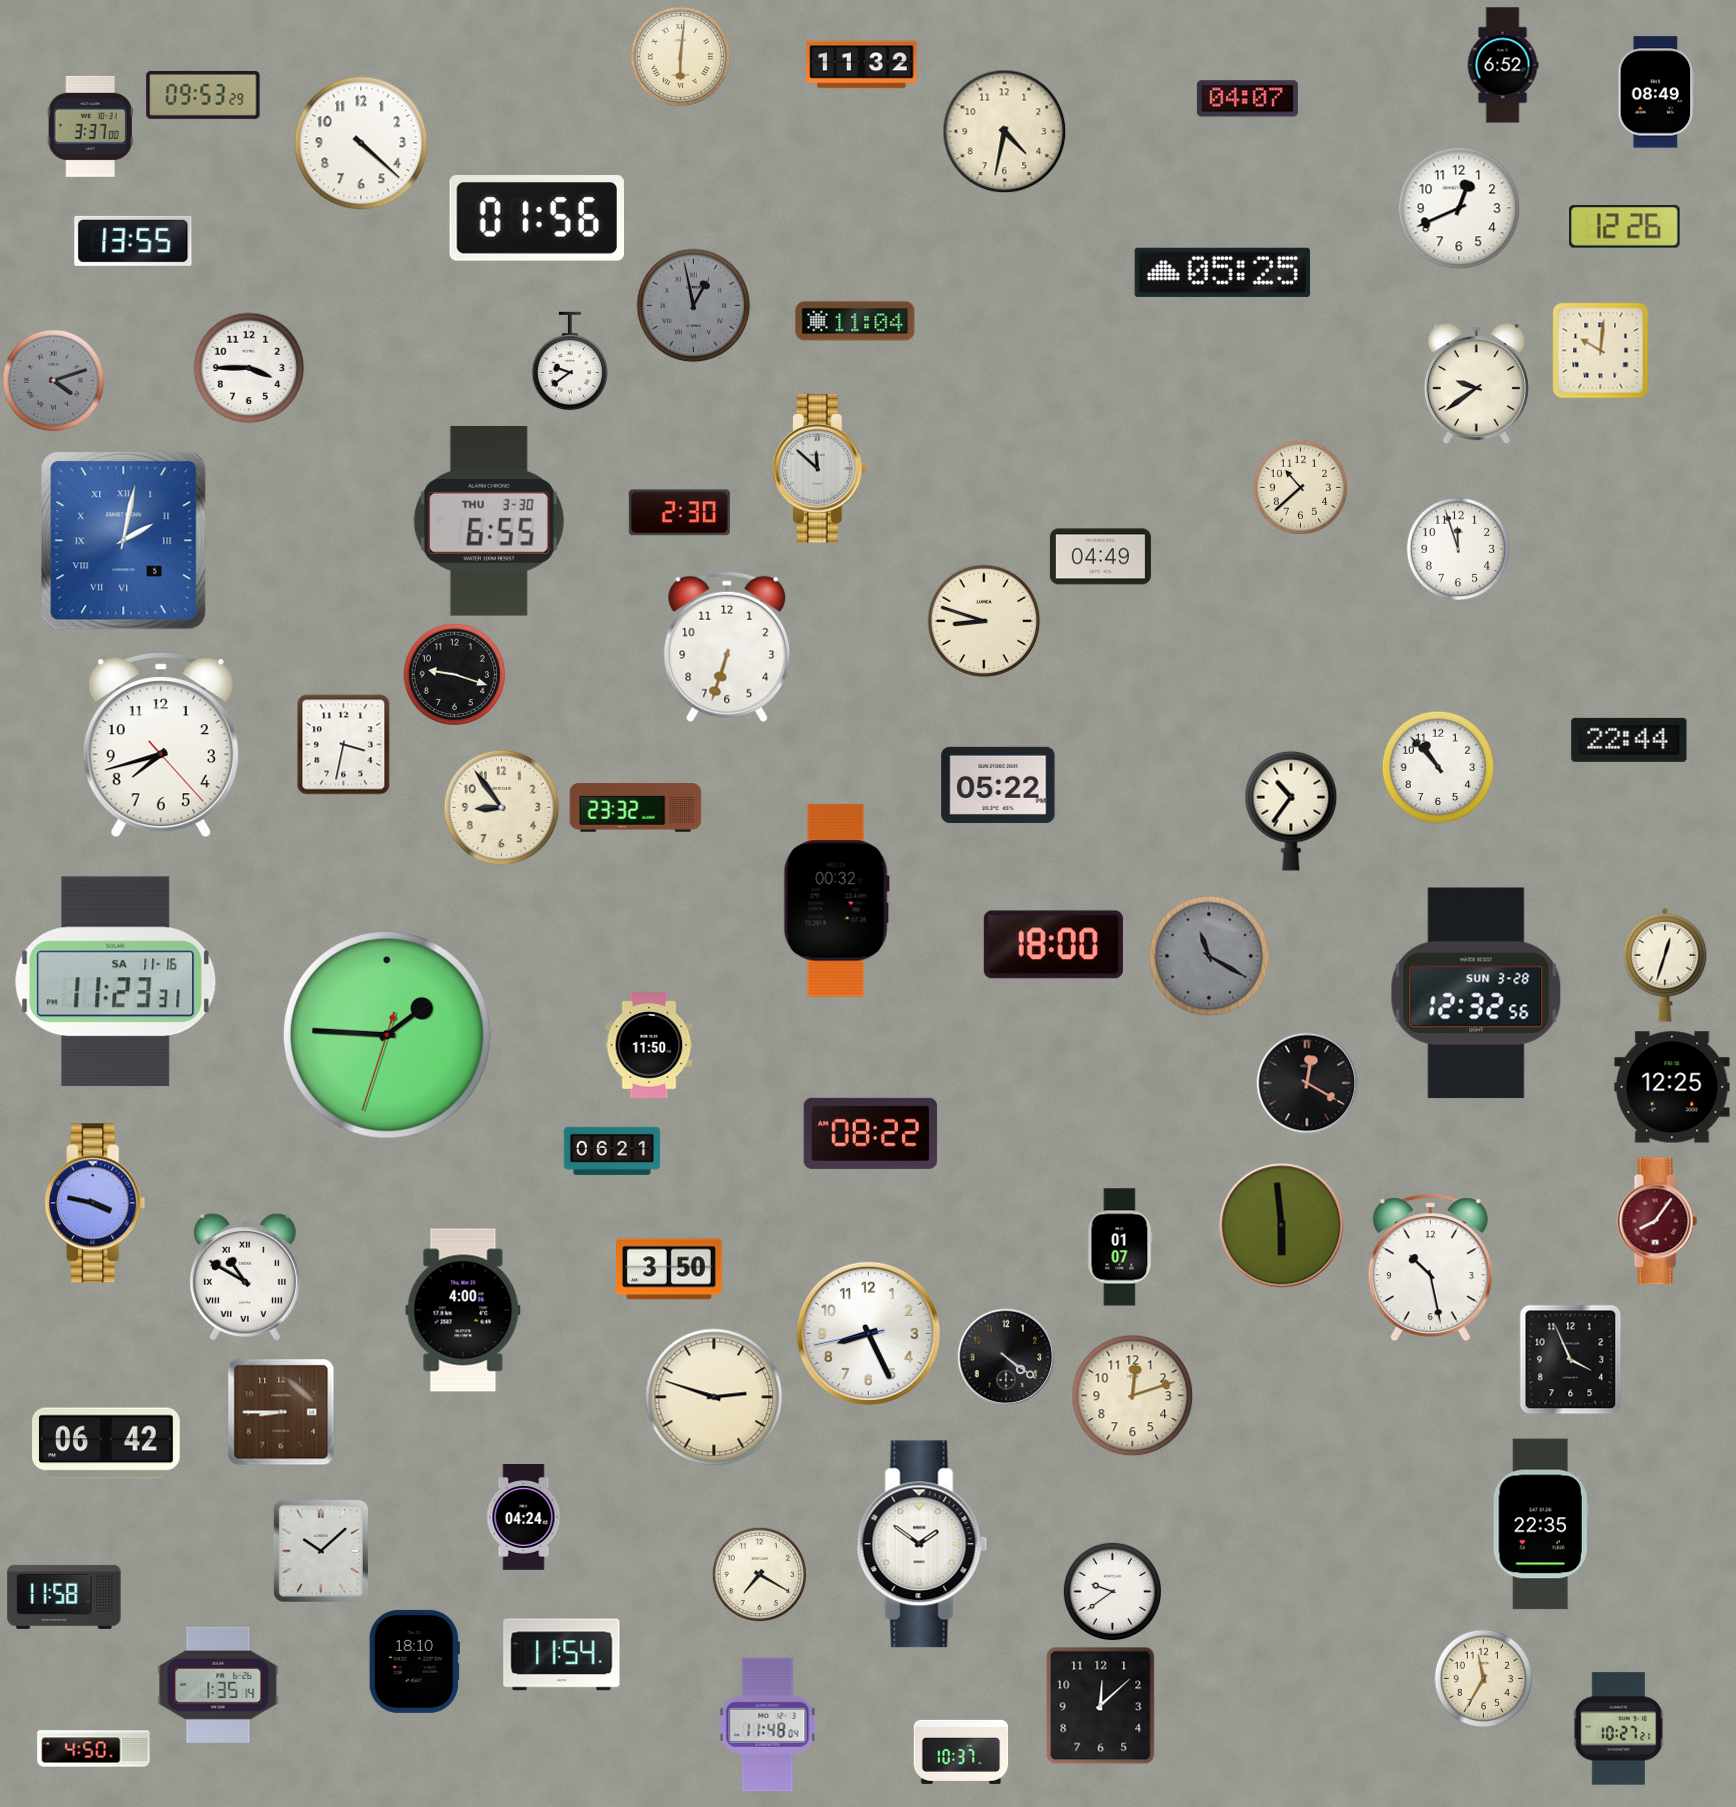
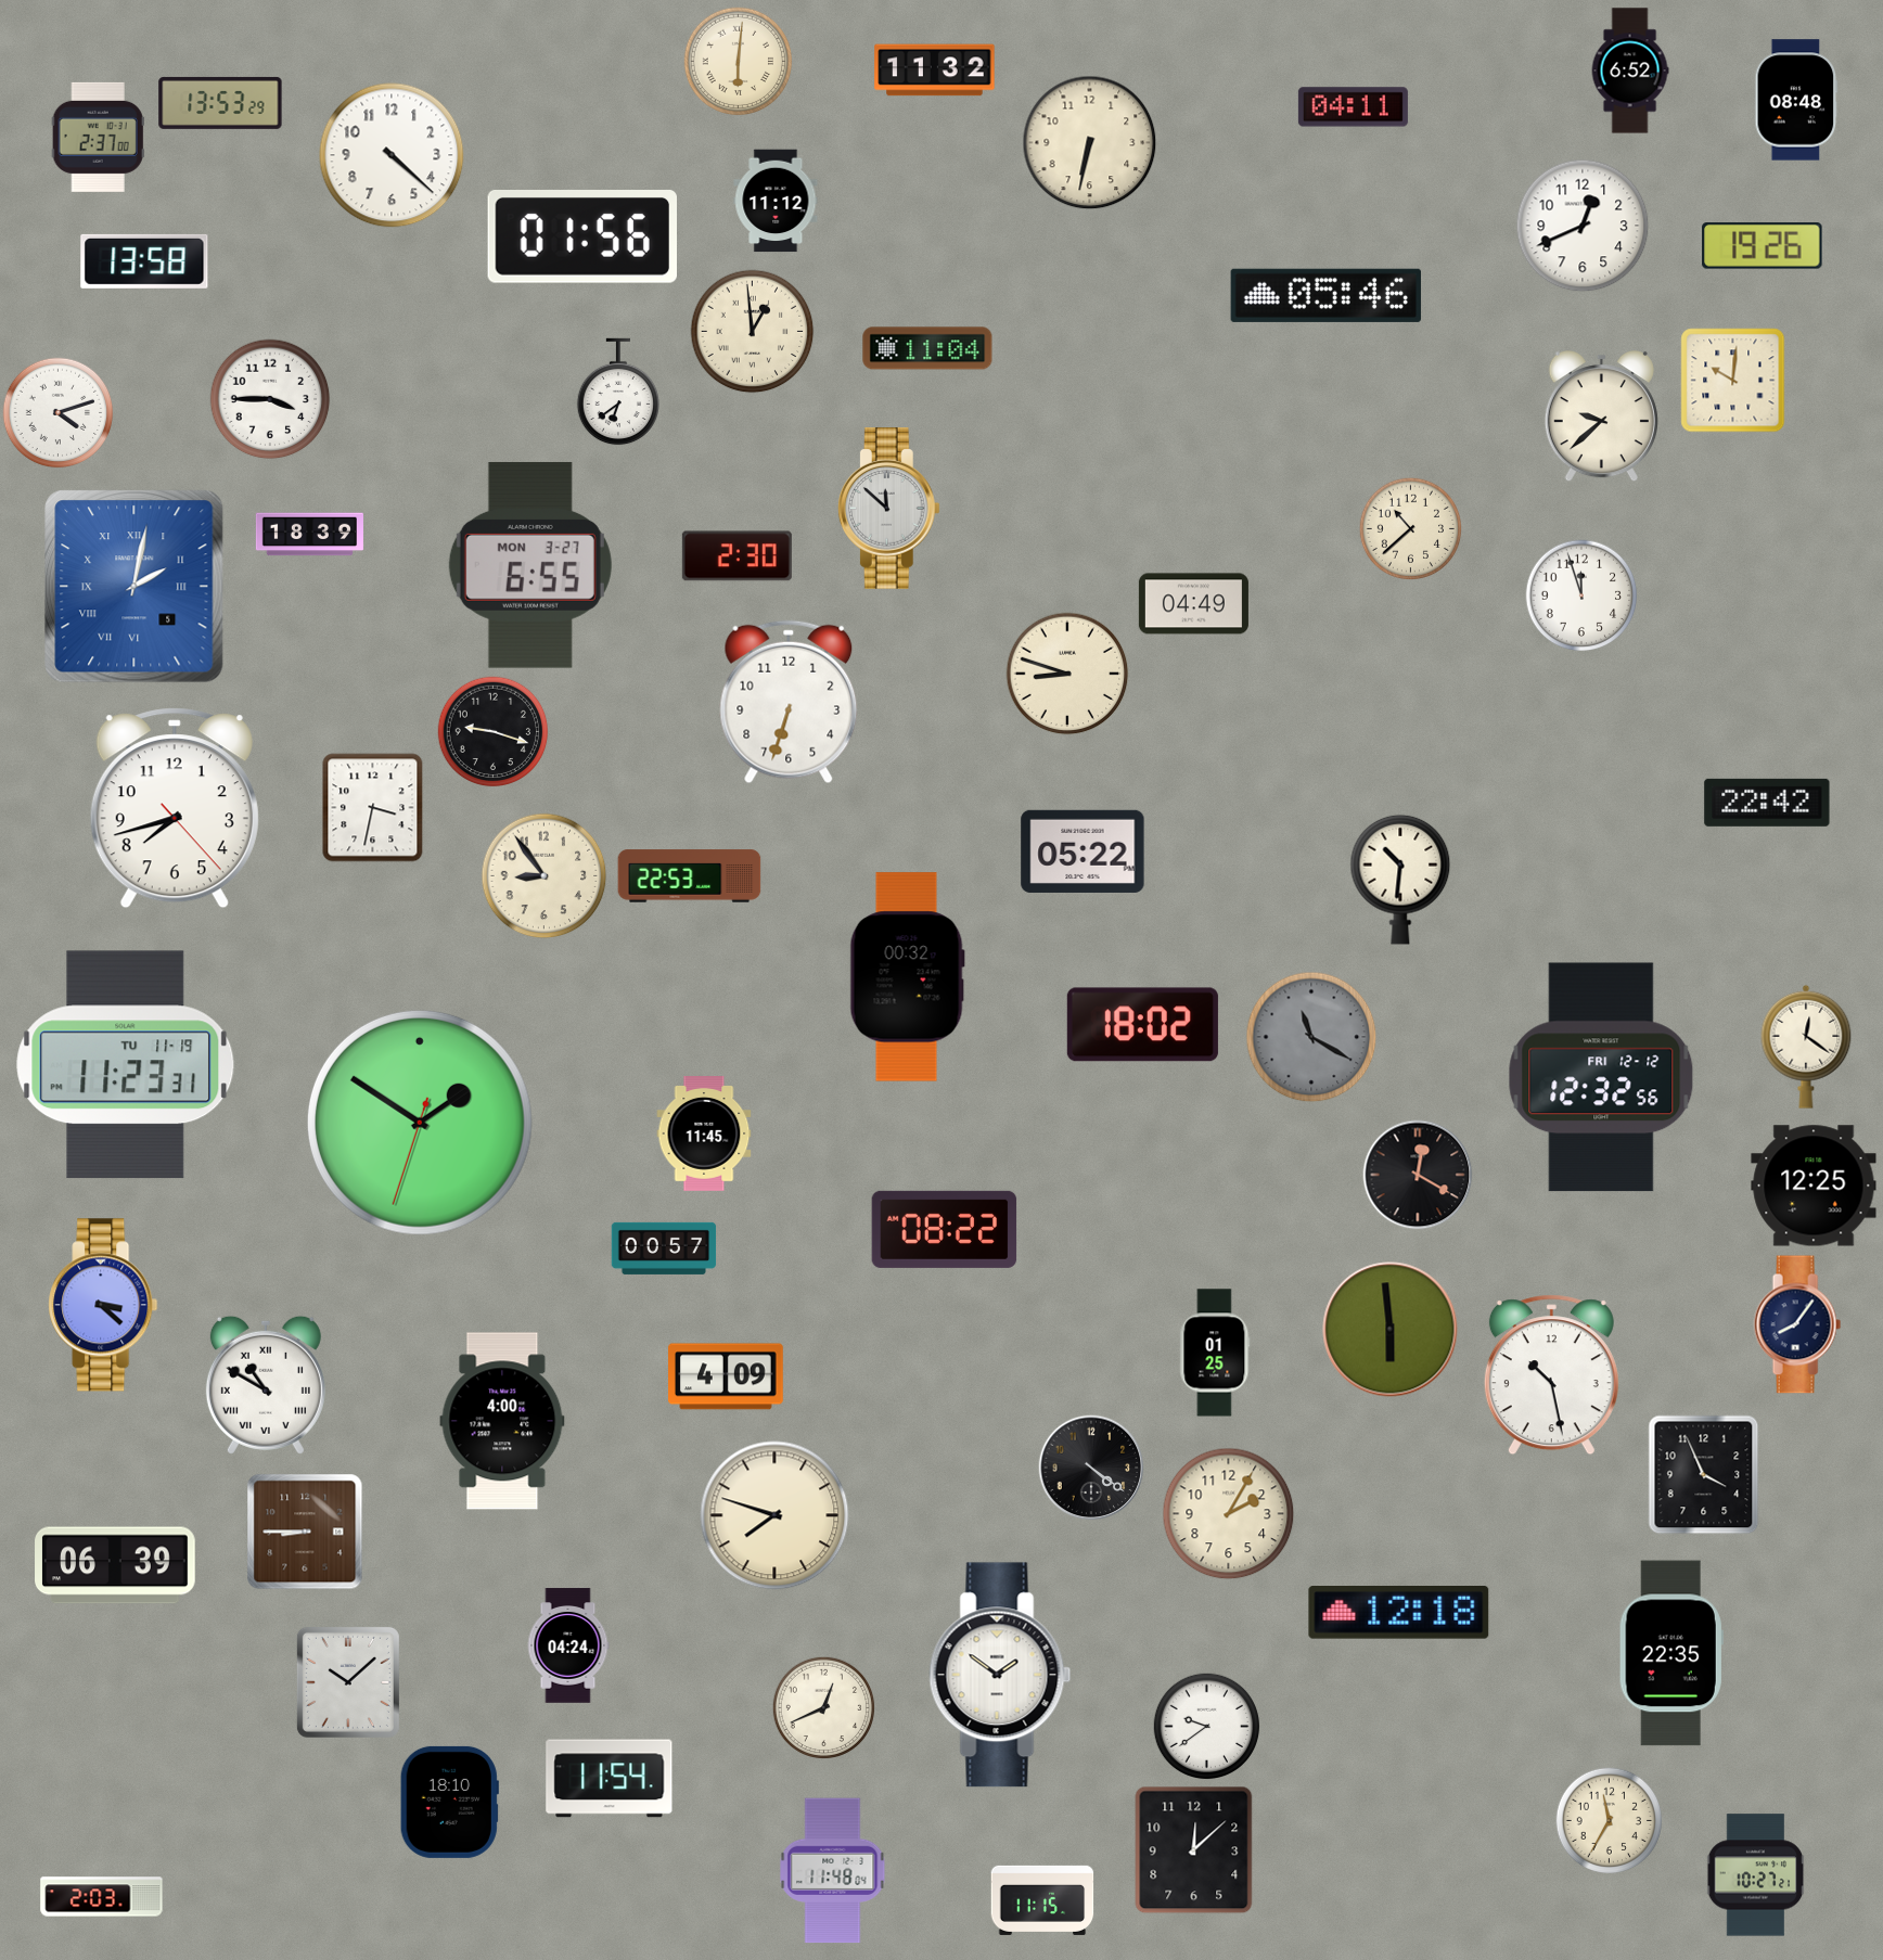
clock at (1656, 92): 08:49 -> 08:48
clock at (203, 95): 09:53 -> 13:53
clock at (1247, 99): 04:07 -> 04:11
clock at (90, 126): 3:37 -> 2:37
clock at (1005, 132): 4:32 -> 6:32
clock at (776, 201): none -> 11:12
clock at (1625, 227): 12:26 -> 19:26
clock at (133, 241): 13:55 -> 13:58
clock at (1222, 272): 05:25 -> 05:46
clock at (694, 306): 12:58 -> 12:59
clock at (694, 306) dial: grey -> cream
clock at (1601, 351) position: (1601, 351) -> (1733, 381)
clock at (569, 361): 9:39 -> 6:39
clock at (54, 381) dial: grey -> white
clock at (1476, 385): 9:39 -> 9:38
clock at (309, 535): none -> 18:39
clock at (489, 521) date: THU 3-30 -> MON 3-27
clock at (1629, 740): 22:44 -> 22:42
clock at (1438, 767): 10:53 -> none
clock at (636, 808): 23:32 -> 22:53
clock at (1291, 811): 10:36 -> 10:31
clock at (1053, 945): 18:00 -> 18:02
clock at (1665, 965): 12:33 -> 12:21
clock at (116, 982) date: SA 11-16 -> TU 11-19
clock at (1476, 993) date: SUN 3-28 -> FRI 12-12
clock at (387, 1035): 1:45 -> 1:50
clock at (649, 1046): 11:50 -> 11:45
clock at (1672, 1087) position: (1672, 1087) -> (1814, 1186)
clock at (612, 1151): 06:21 -> 00:57
clock at (95, 1203): 3:47 -> 3:22
clock at (1657, 1221) dial: burgundy -> navy
clock at (1120, 1247): 01:07 -> 01:25
clock at (670, 1269): 3:50 -> 4:09
clock at (868, 1333): 8:25 -> none
clock at (1006, 1357) position: (1006, 1357) -> (1091, 1468)
clock at (1133, 1396): 12:12 -> 2:05
clock at (714, 1397): 2:48 -> 7:48
clock at (106, 1443): 06:42 -> 06:39
clock at (1399, 1613): none -> 12:18
clock at (759, 1574): 7:20 -> 12:41
clock at (64, 1597): 11:58 -> none
clock at (562, 1655) position: (562, 1655) -> (610, 1779)
clock at (218, 1685): 1:35 -> none
clock at (94, 1749): 4:50 -> 2:03
clock at (961, 1752): 10:37 -> 11:15
